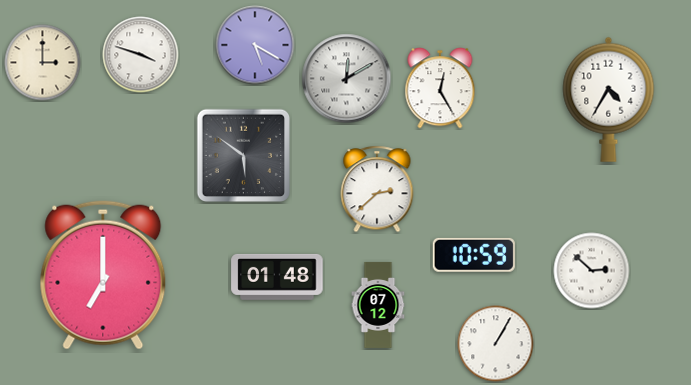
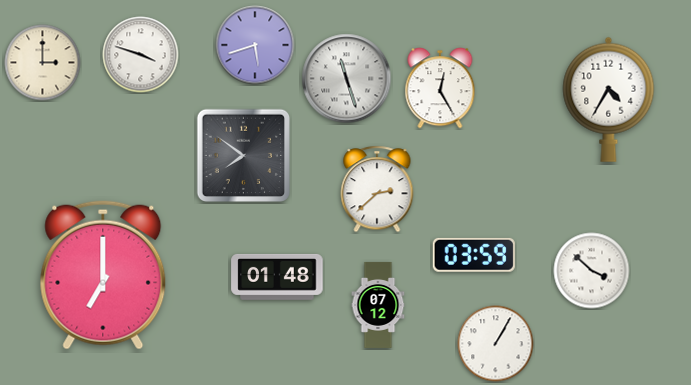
clock at (255, 45): 5:20 -> 5:42
clock at (347, 79): 12:10 -> 11:27
clock at (244, 156): 5:51 -> 7:51
clock at (474, 255): 10:59 -> 03:59
clock at (592, 271): 2:52 -> 3:52
